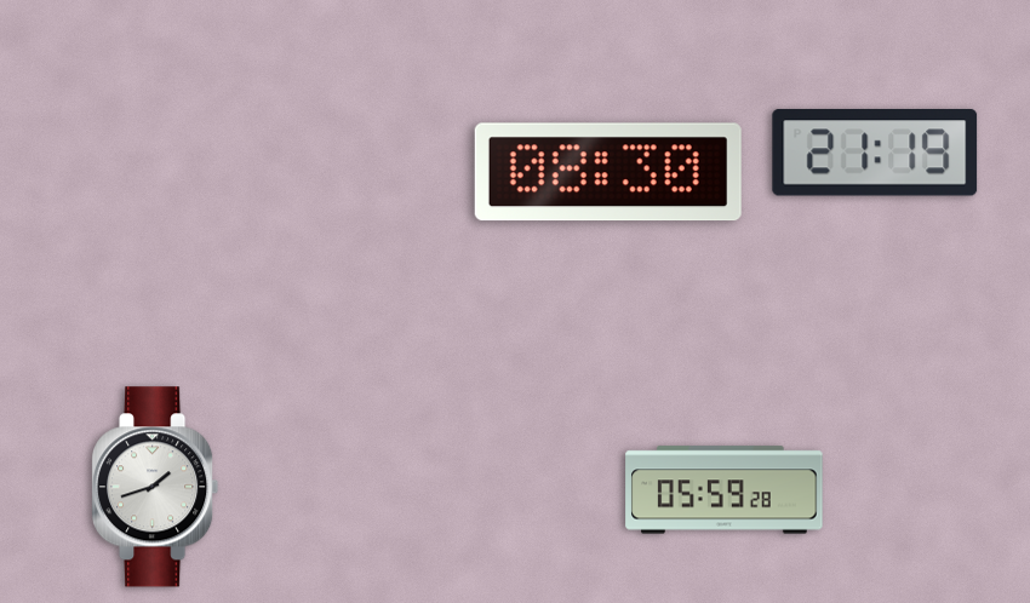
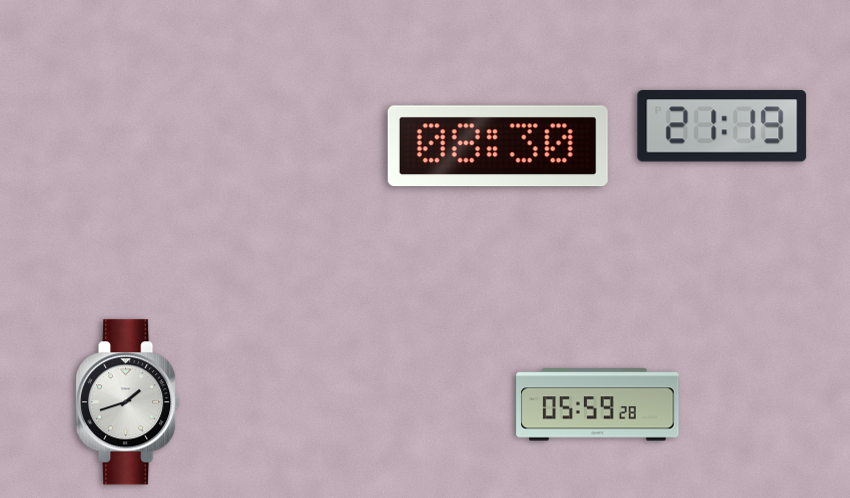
clock at (608, 172) position: (608, 172) -> (498, 146)
